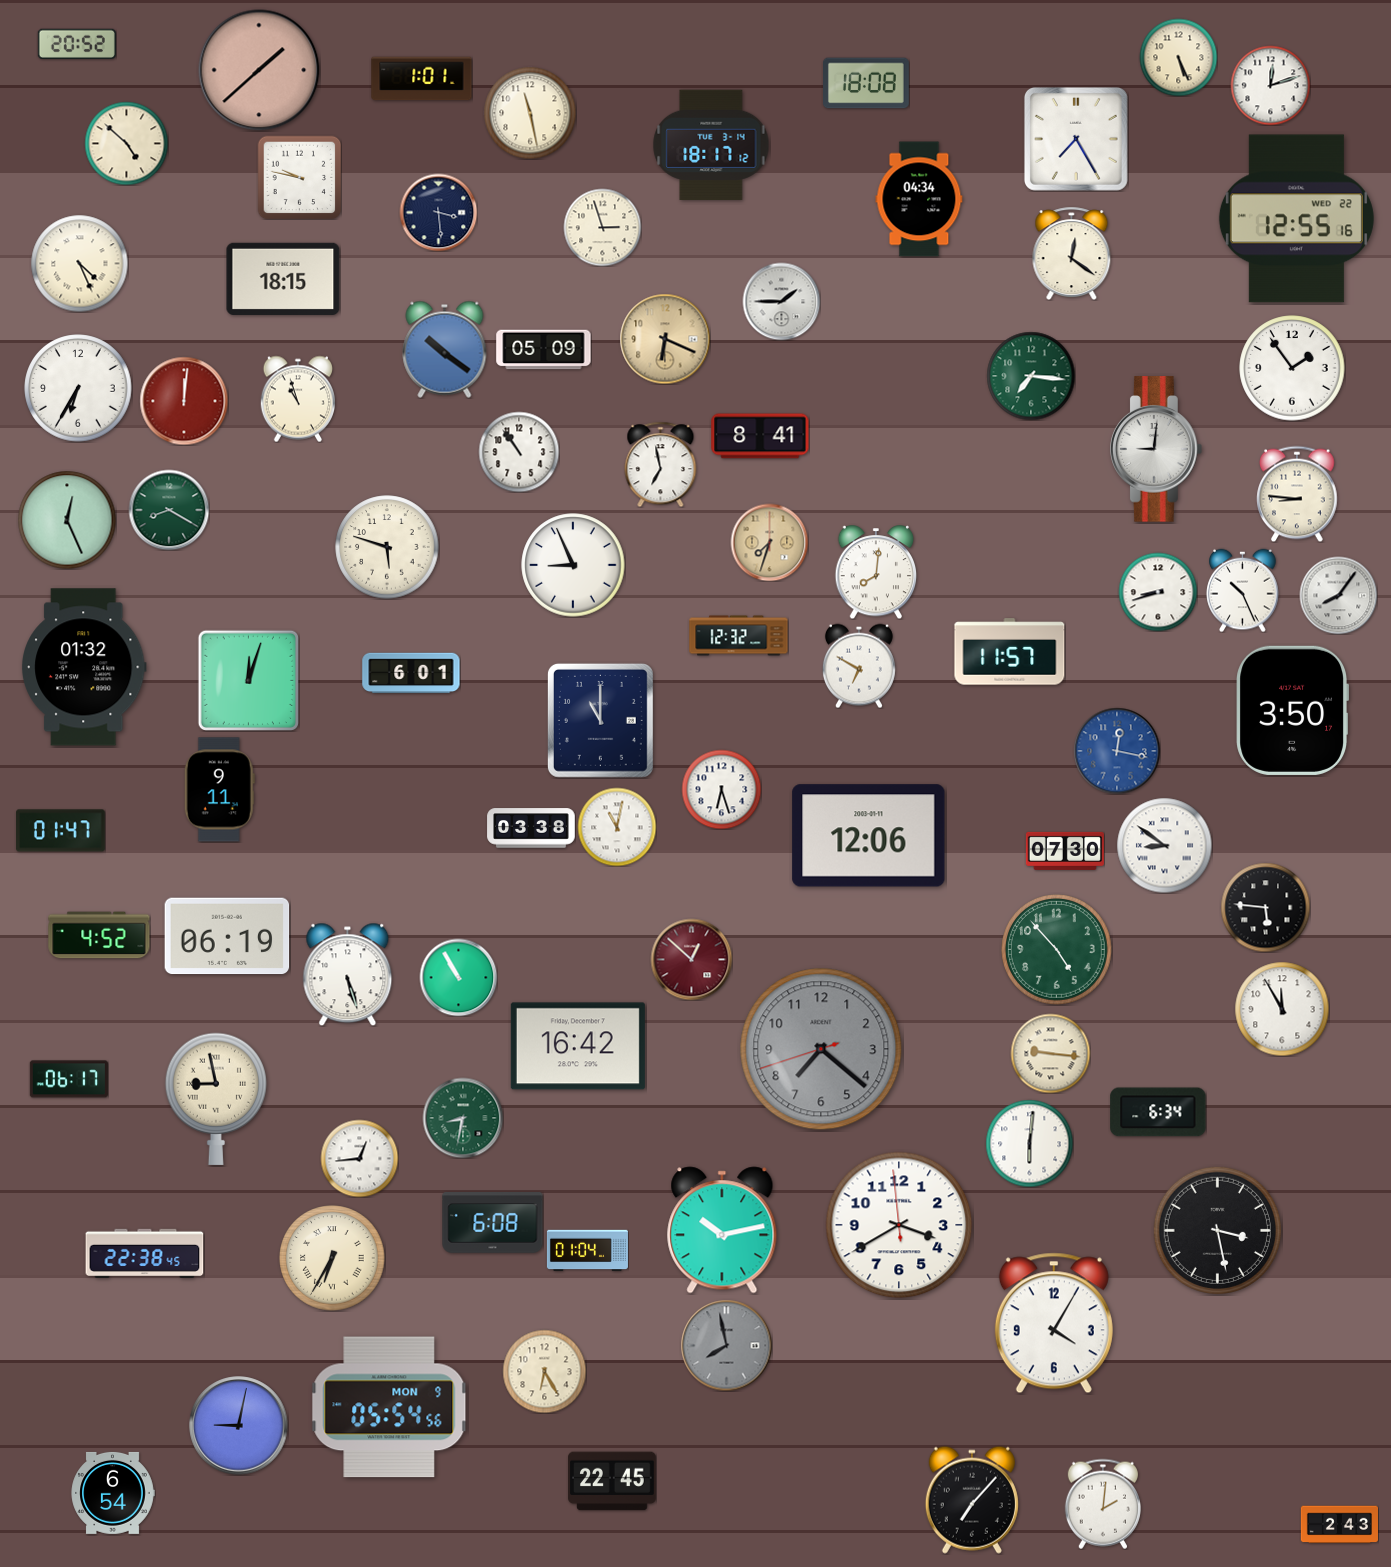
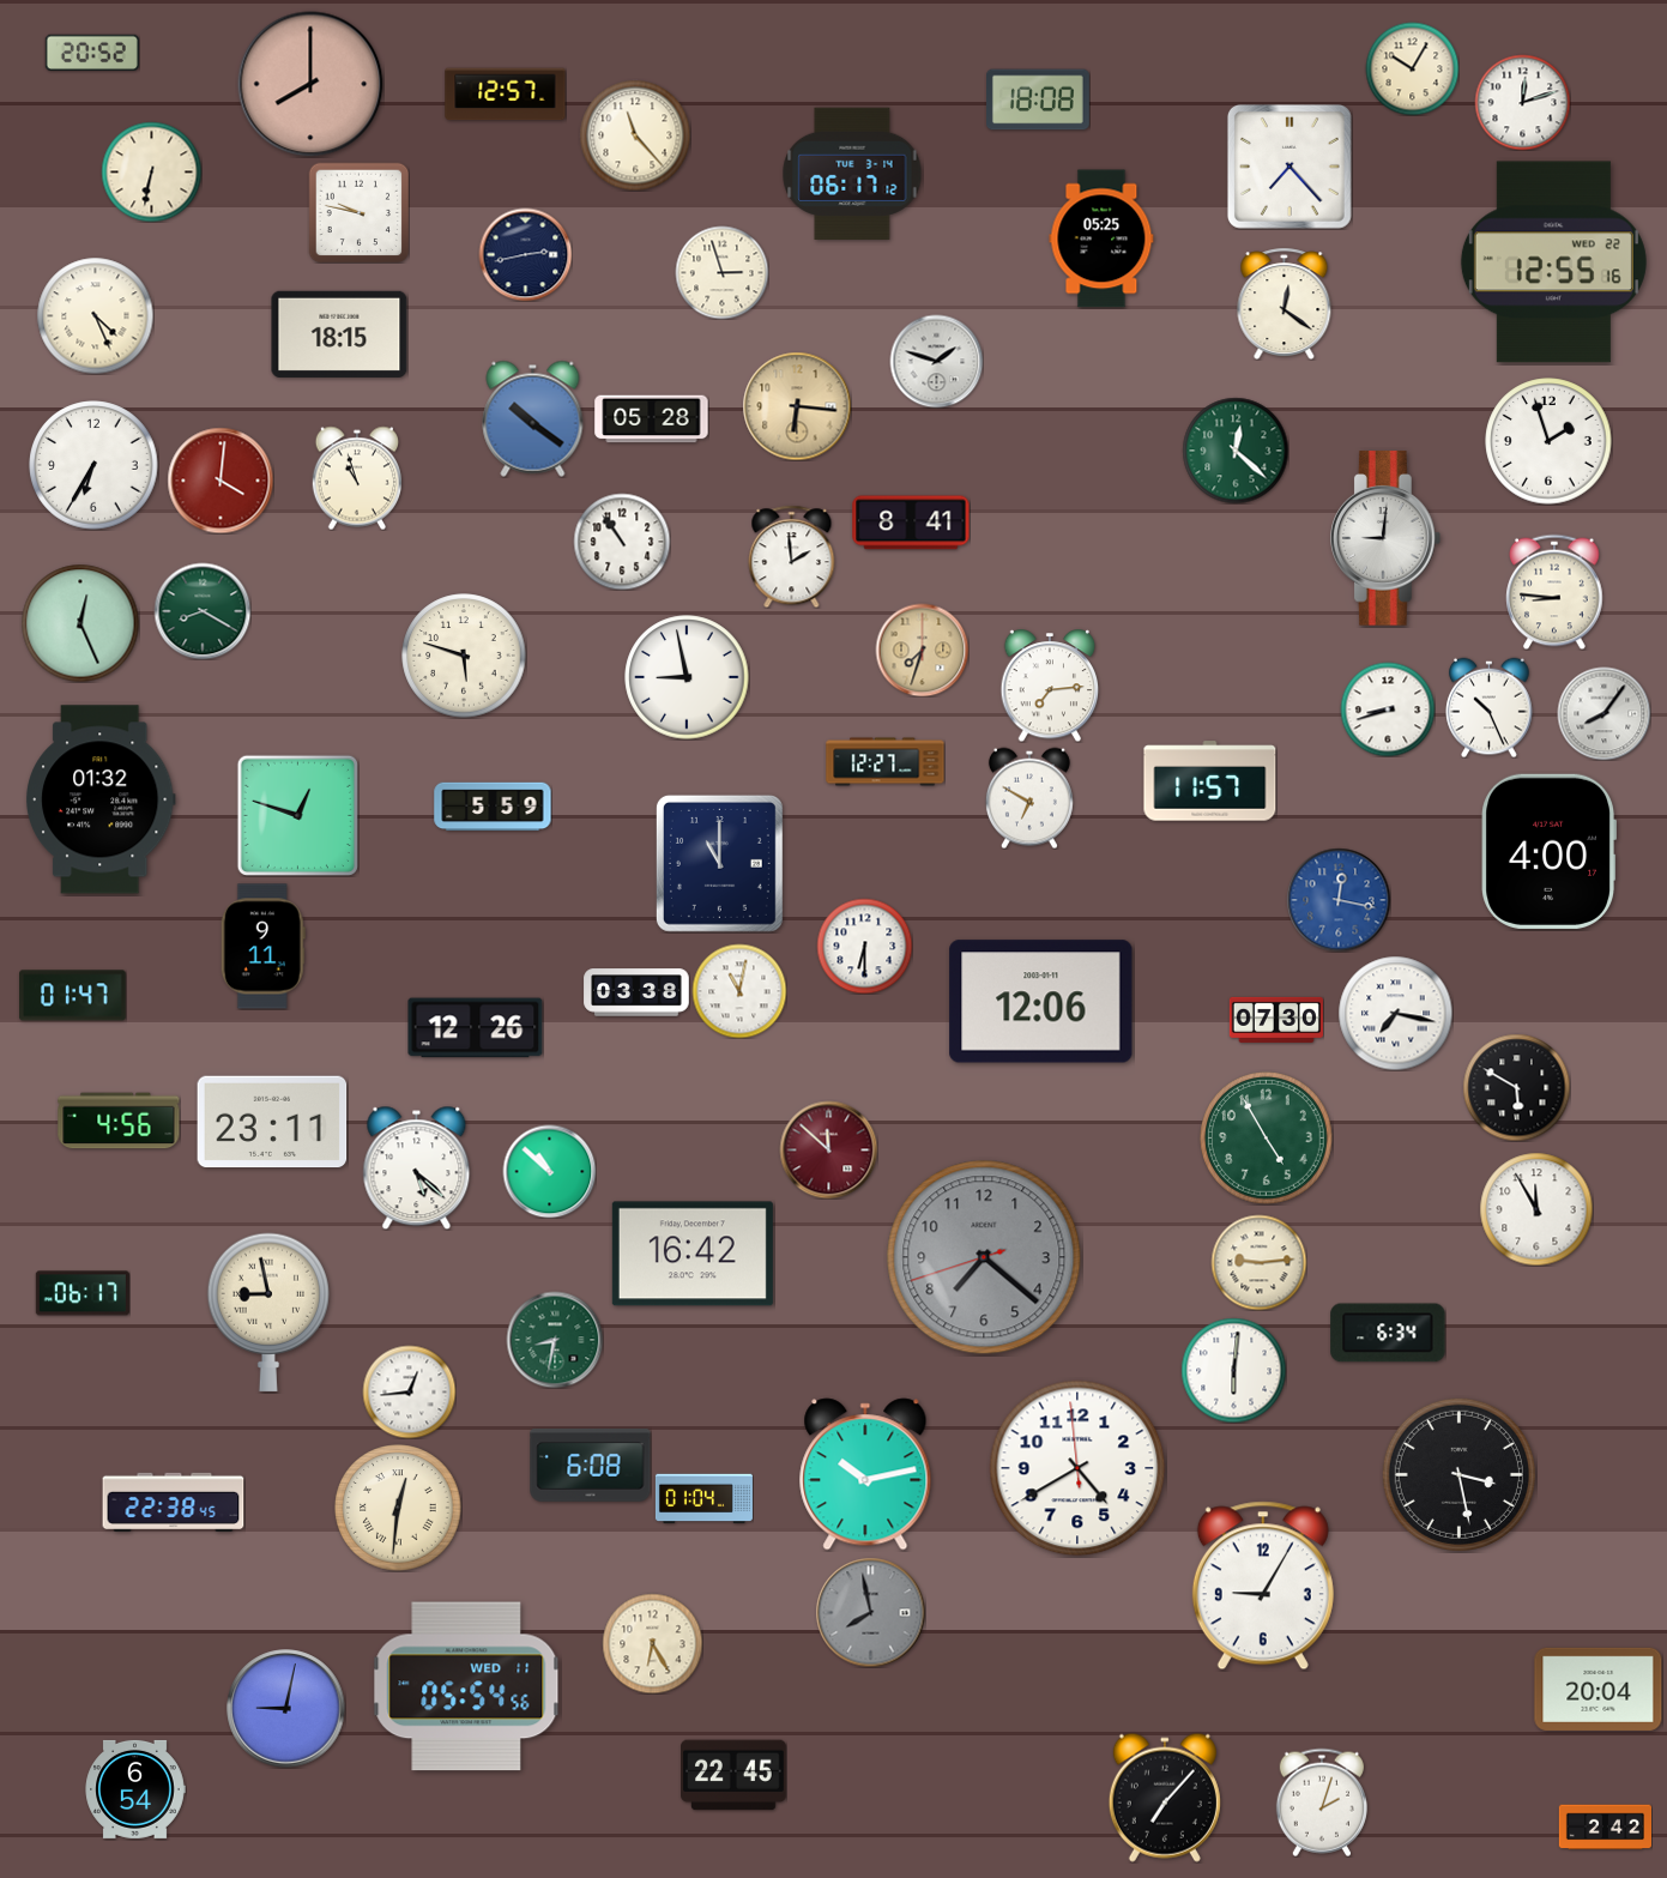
clock at (1178, 57): 5:26 -> 10:05
clock at (259, 70): 1:38 -> 8:00
clock at (422, 79): 1:01 -> 12:57
clock at (530, 113): 11:28 -> 11:23
clock at (1076, 139): 7:25 -> 7:23
clock at (126, 143): 4:52 -> 6:32
clock at (711, 144): 18:17 -> 06:17
clock at (919, 199): 04:34 -> 05:25
clock at (438, 212): 3:29 -> 2:43
clock at (781, 301): 1:45 -> 1:48
clock at (665, 339): 6:19 -> 6:16
clock at (544, 350): 05:09 -> 05:28
clock at (1292, 368): 1:54 -> 1:57
clock at (1031, 376): 7:16 -> 12:22
clock at (184, 401): 12:01 -> 4:01
clock at (661, 464): 6:58 -> 1:59
clock at (573, 565): 8:56 -> 8:58
clock at (876, 573): 8:01 -> 7:14
clock at (739, 636): 12:32 -> 12:27
clock at (411, 673): 6:01 -> 5:59
clock at (248, 680): 12:03 -> 12:48
clock at (1292, 710): 3:50 -> 4:00
clock at (721, 789): 6:27 -> 6:30
clock at (1164, 845): 8:51 -> 7:17
clock at (476, 1028): none -> 12:26
clock at (1265, 907): 5:46 -> 5:50
clock at (99, 935): 4:52 -> 4:56
clock at (227, 936): 06:19 -> 23:11
clock at (1057, 950): 4:53 -> 4:55
clock at (691, 959): 12:52 -> 11:52
clock at (348, 974): 5:27 -> 5:22
clock at (458, 977): 10:55 -> 10:52
clock at (1050, 1053): 9:16 -> 9:14
clock at (216, 1099) position: (216, 1099) -> (268, 1312)
clock at (359, 1158) position: (359, 1158) -> (409, 1391)
clock at (899, 1225): 3:39 -> 4:39
clock at (332, 1258): 6:35 -> 12:31
clock at (1054, 1323): 4:05 -> 9:05
clock at (389, 1407) date: MON 9 -> WED 11
clock at (1599, 1689): none -> 20:04
clock at (1103, 1504): 2:01 -> 2:03
clock at (1339, 1525): 2:43 -> 2:42
